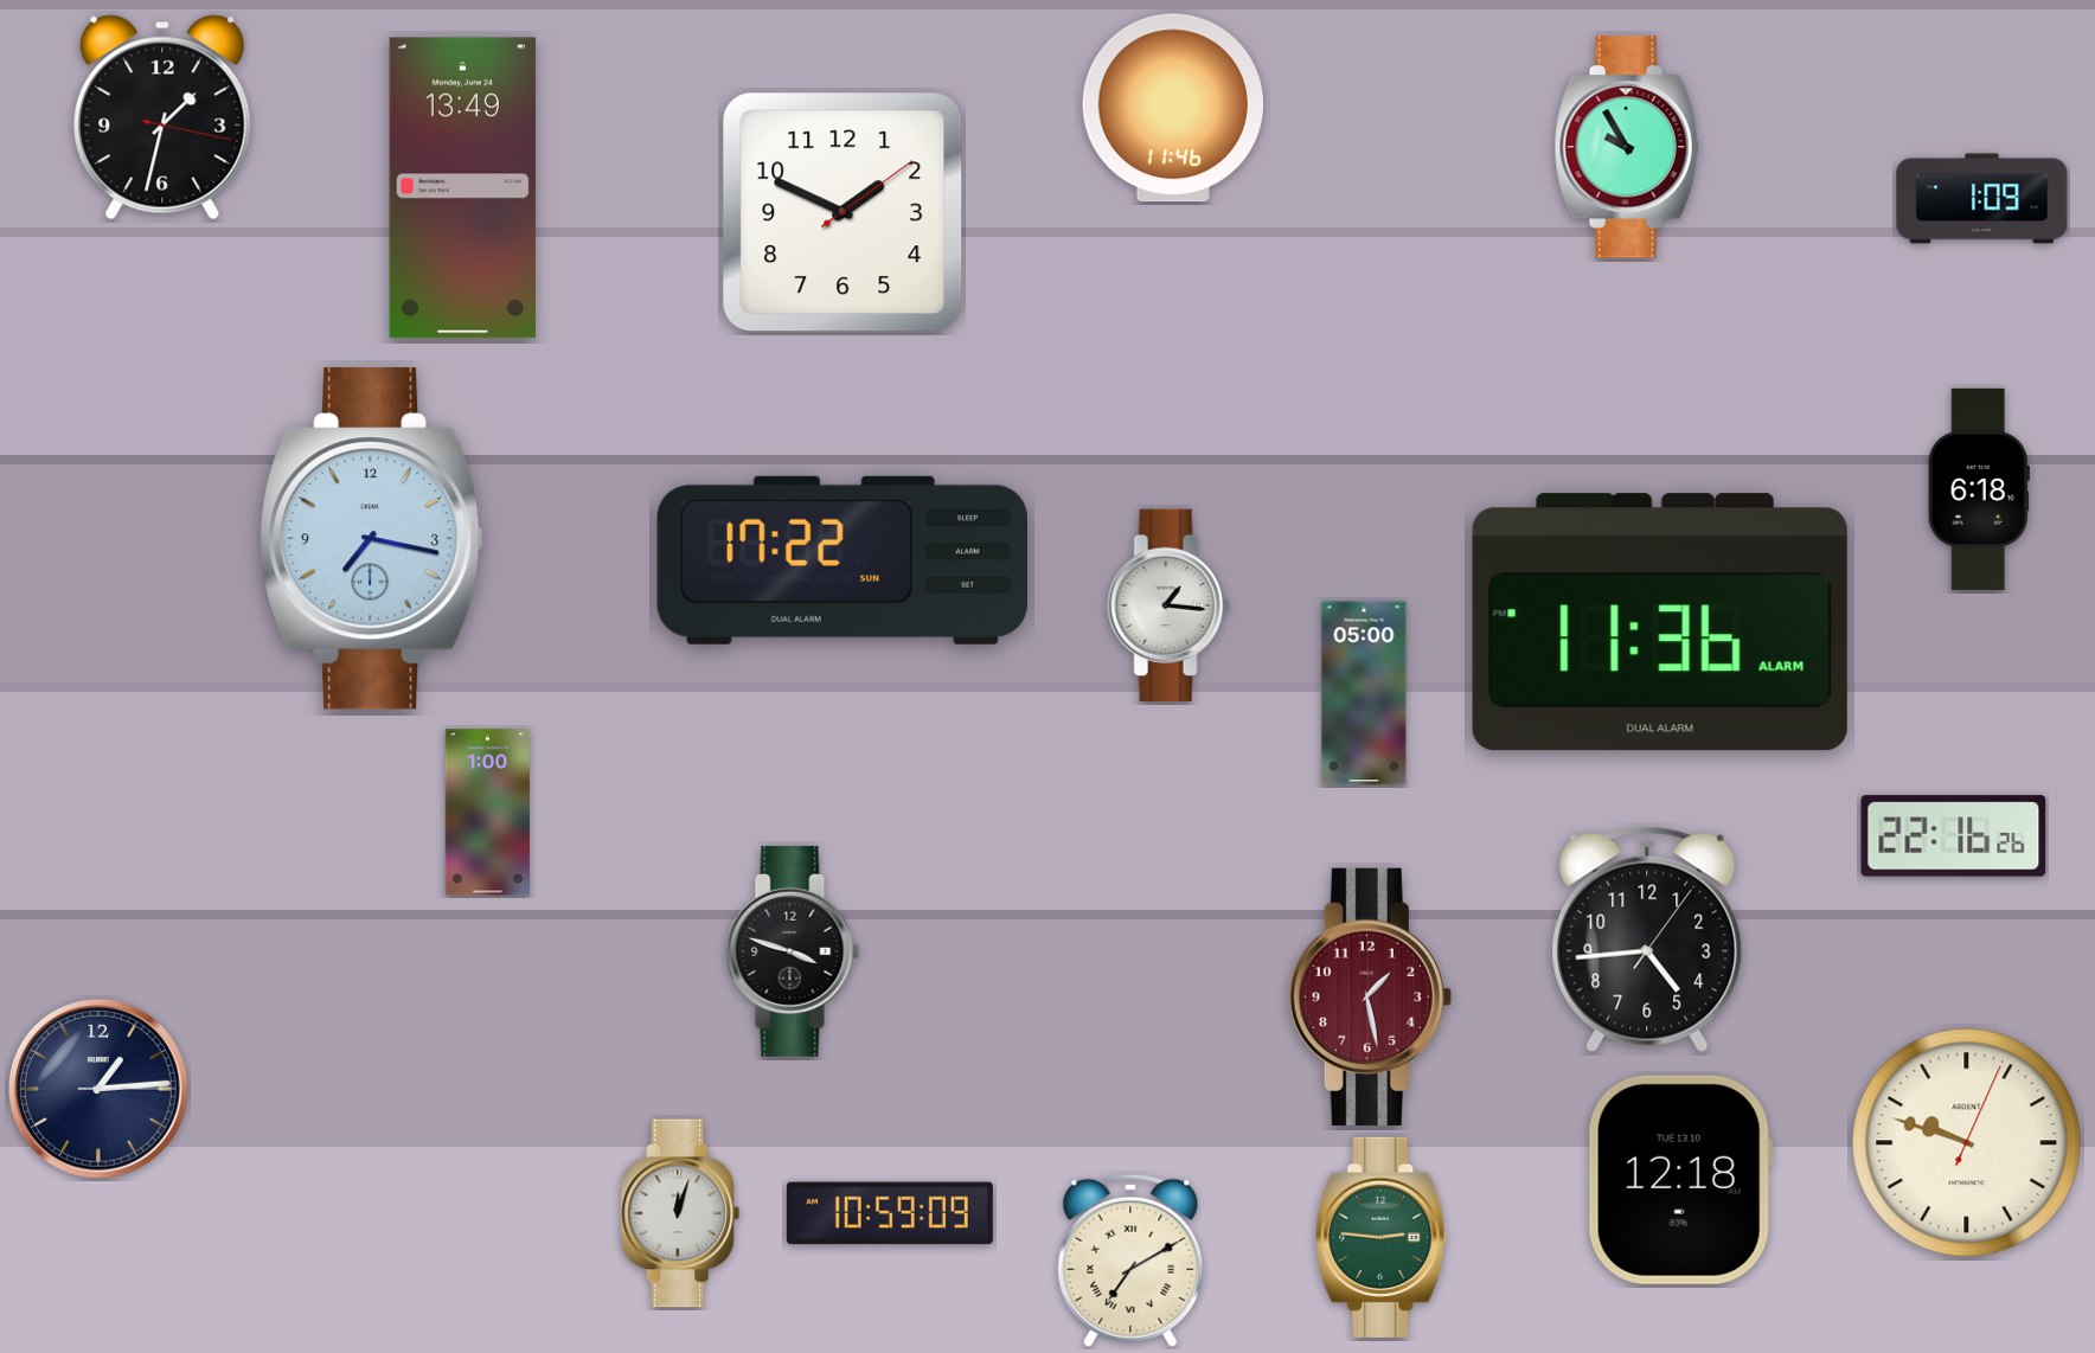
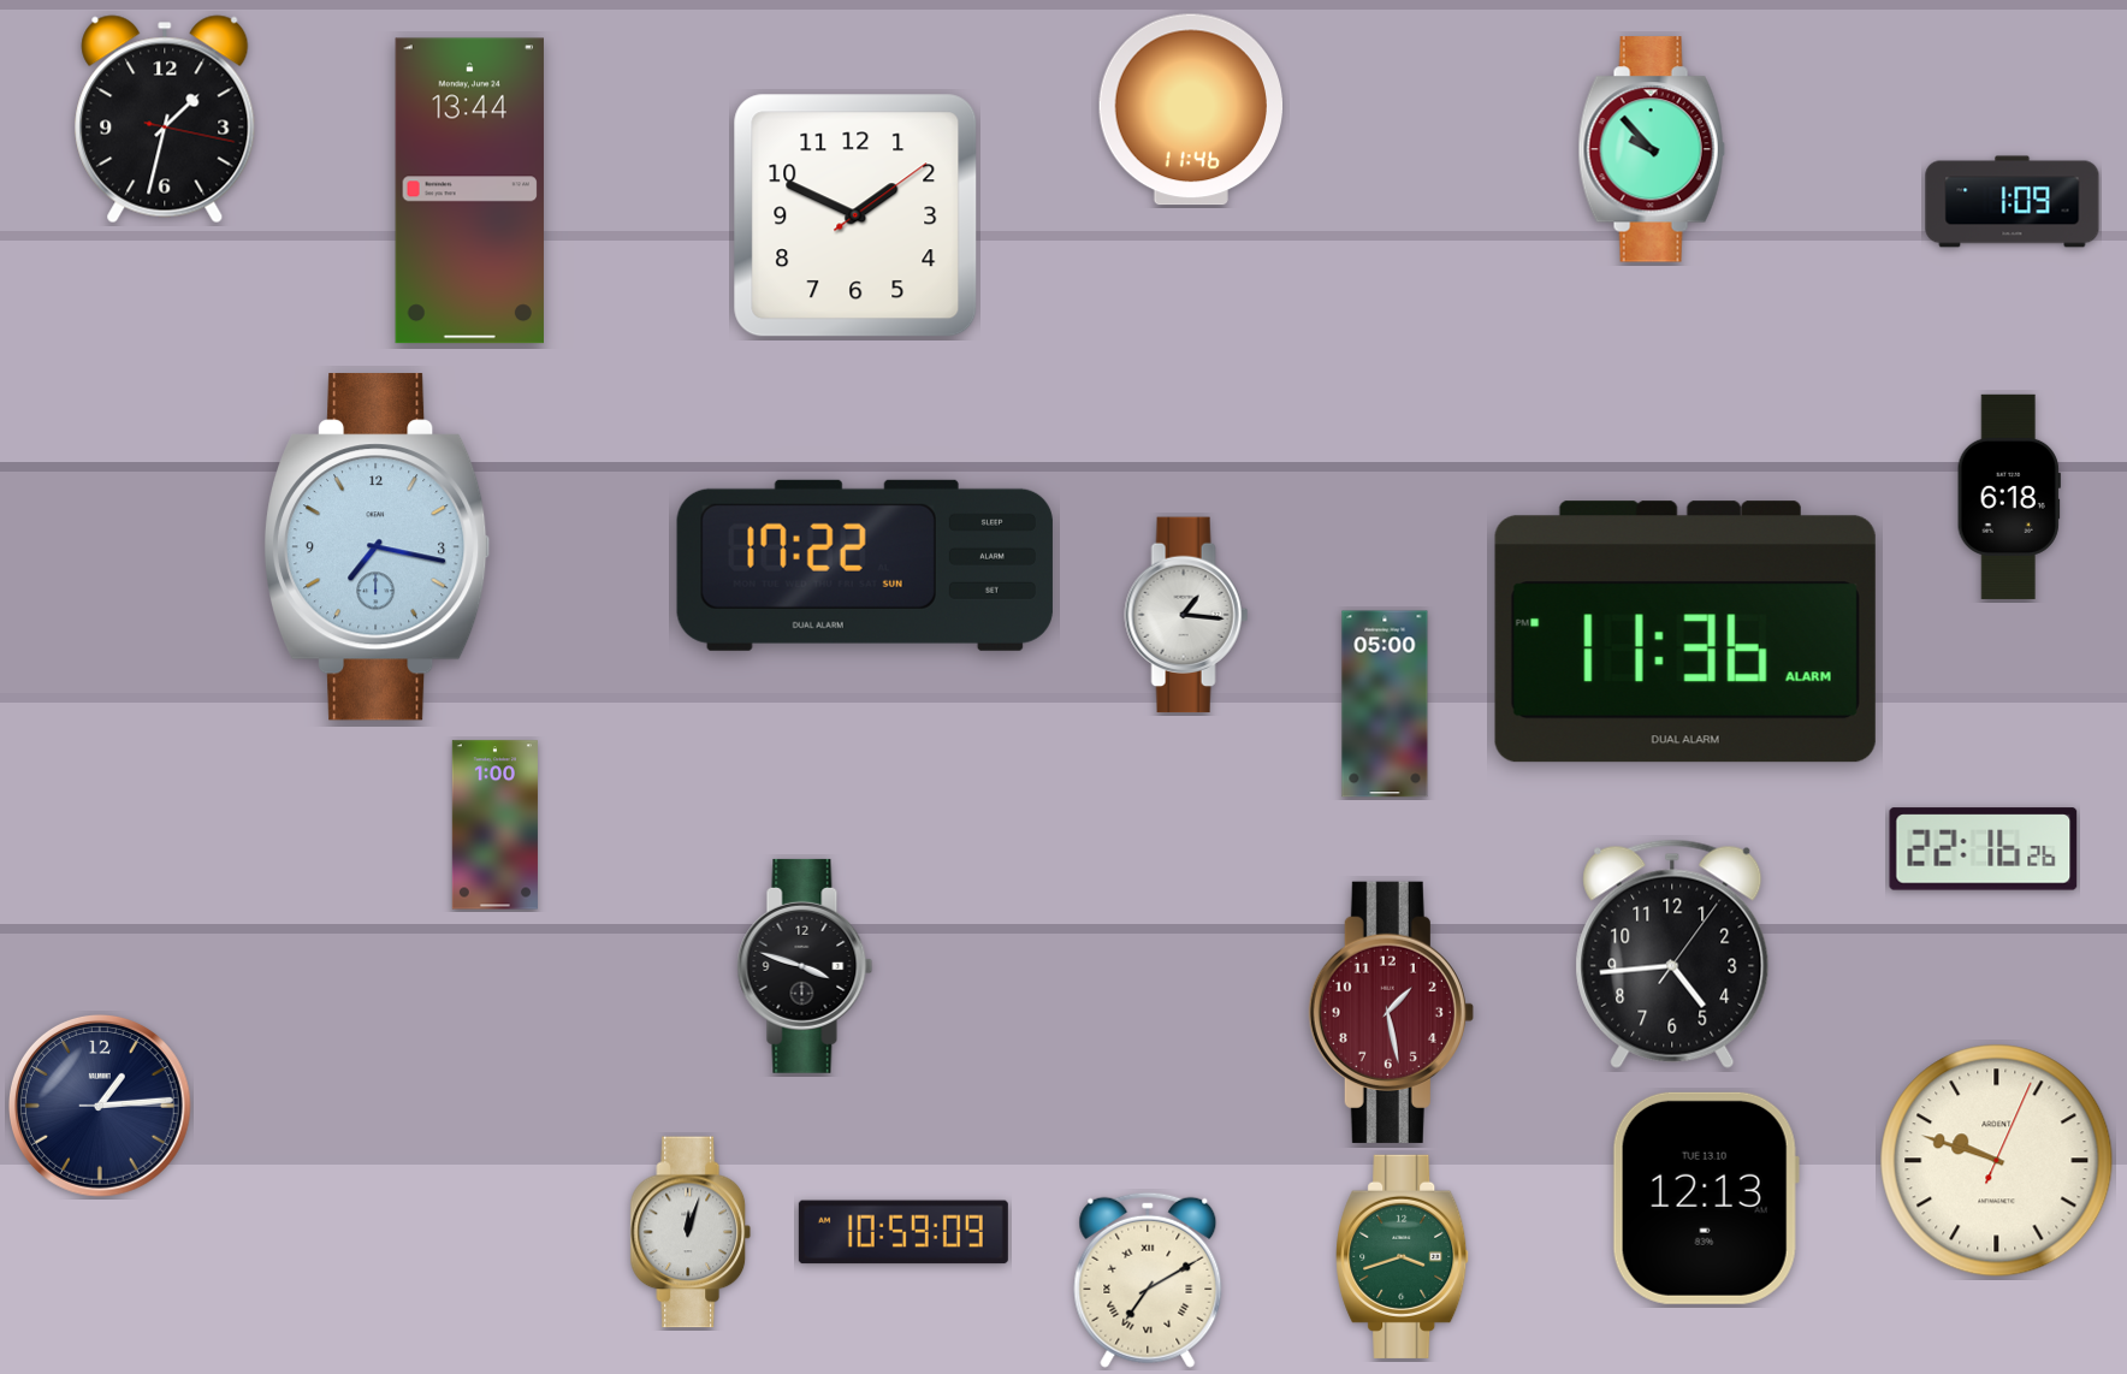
clock at (1627, 147): 9:55 -> 9:53
clock at (462, 188): 13:49 -> 13:44
clock at (843, 560) position: (843, 560) -> (865, 565)
clock at (1680, 1180): 12:18 -> 12:13
clock at (1382, 1237): 2:46 -> 3:42
